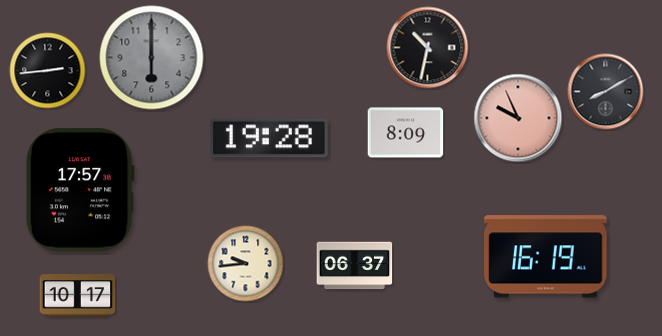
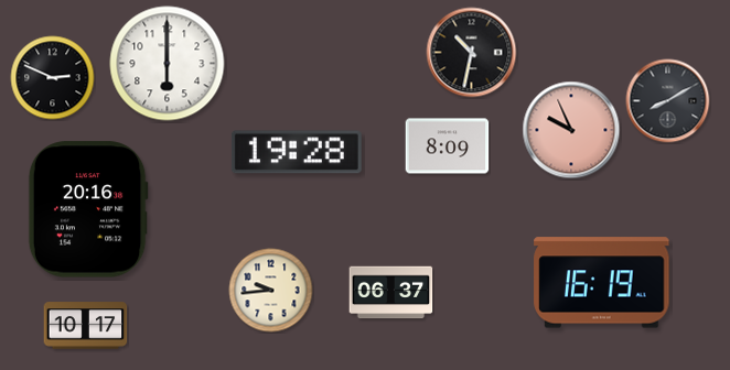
clock at (152, 58) dial: grey -> white
clock at (48, 71): 2:44 -> 2:49
clock at (80, 190): 17:57 -> 20:16
